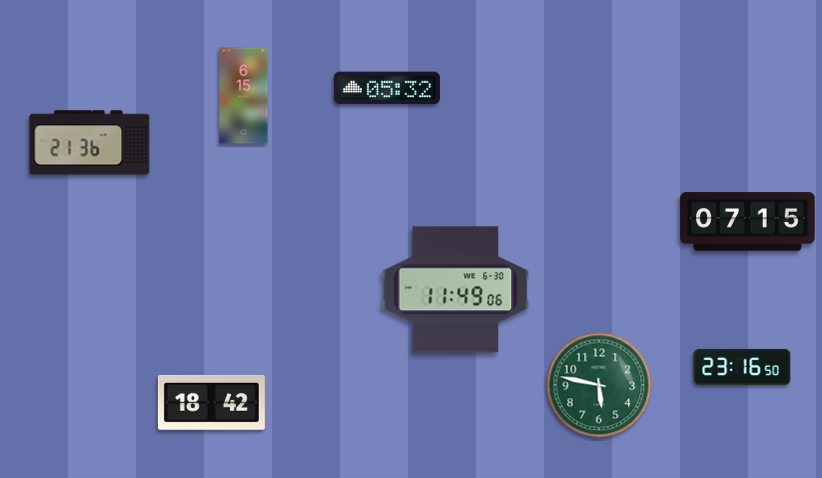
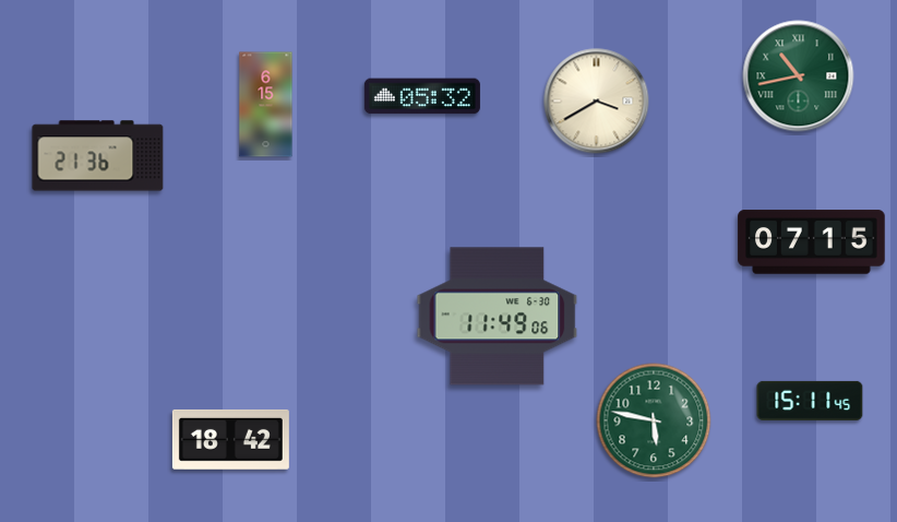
clock at (799, 76): none -> 10:43
clock at (597, 102): none -> 3:40
clock at (748, 222) position: (748, 222) -> (812, 242)
clock at (742, 367): 23:16 -> 15:11
